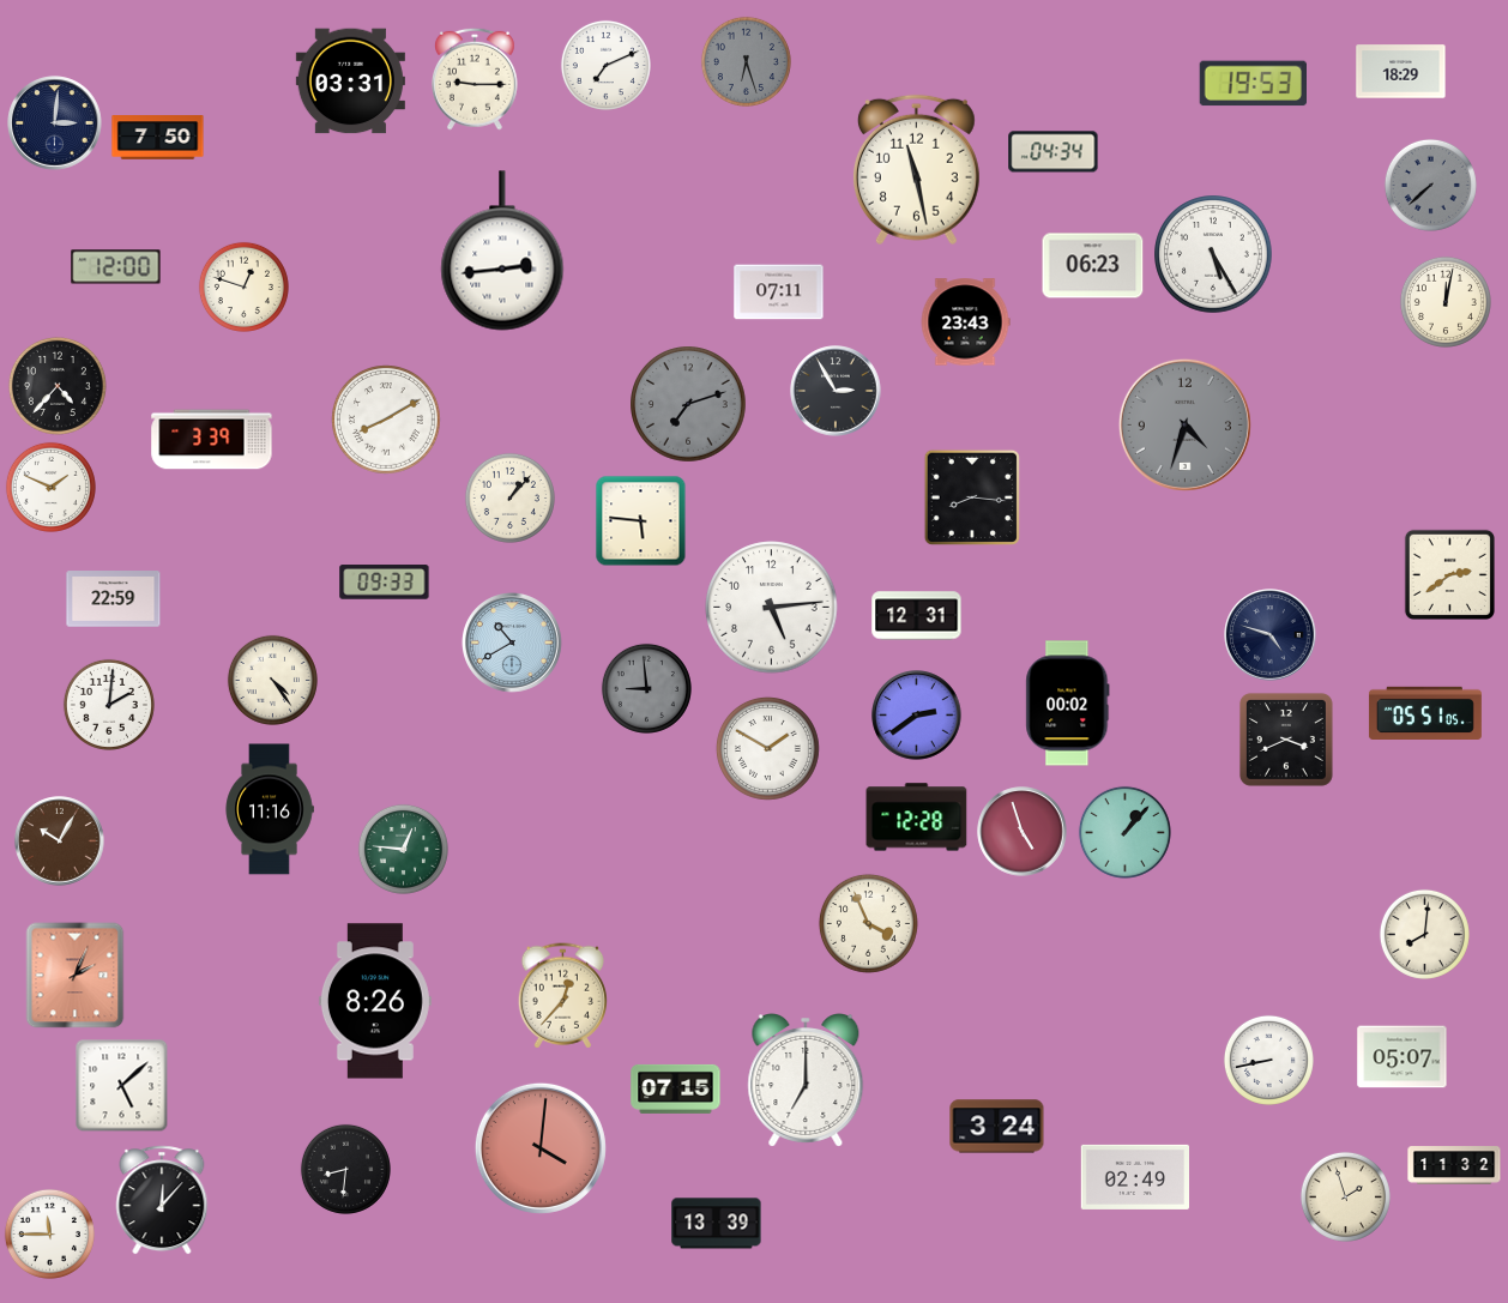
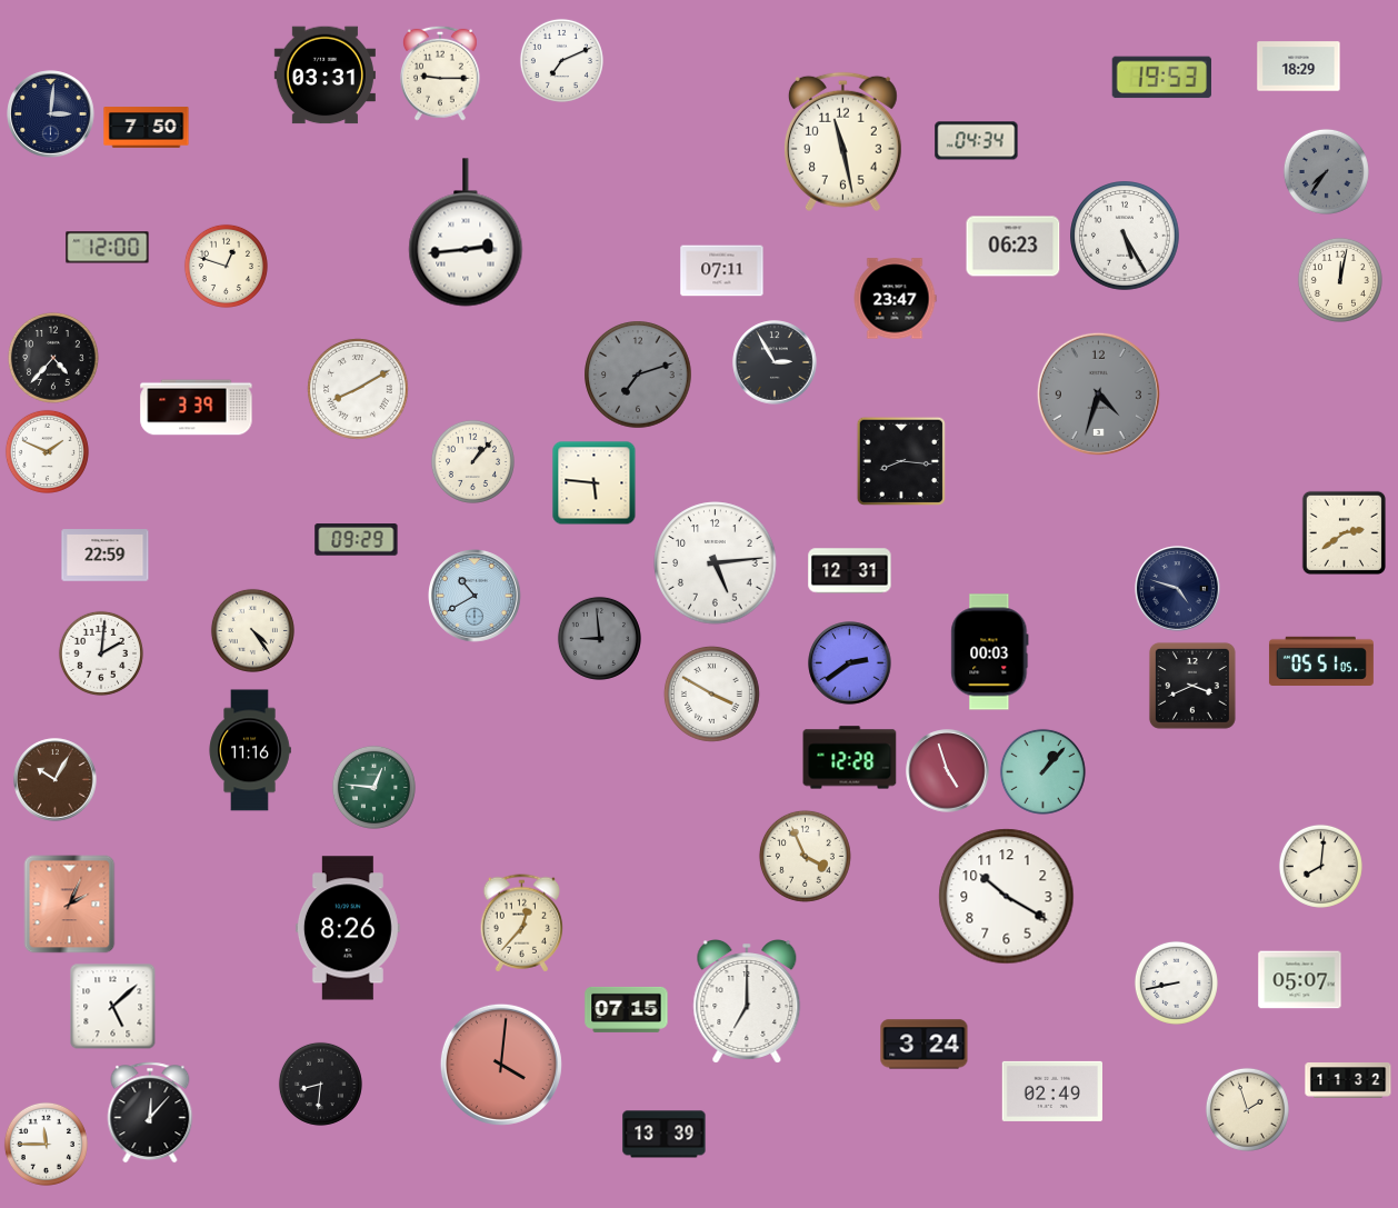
clock at (746, 61): 6:27 -> none
clock at (916, 170) position: (916, 170) -> (842, 142)
clock at (1430, 185): 7:38 -> 7:36
clock at (965, 322): 23:43 -> 23:47
clock at (385, 583): 09:33 -> 09:29
clock at (1068, 704): 00:02 -> 00:03
clock at (767, 748): 1:50 -> 3:50
clock at (1007, 897): none -> 10:20
